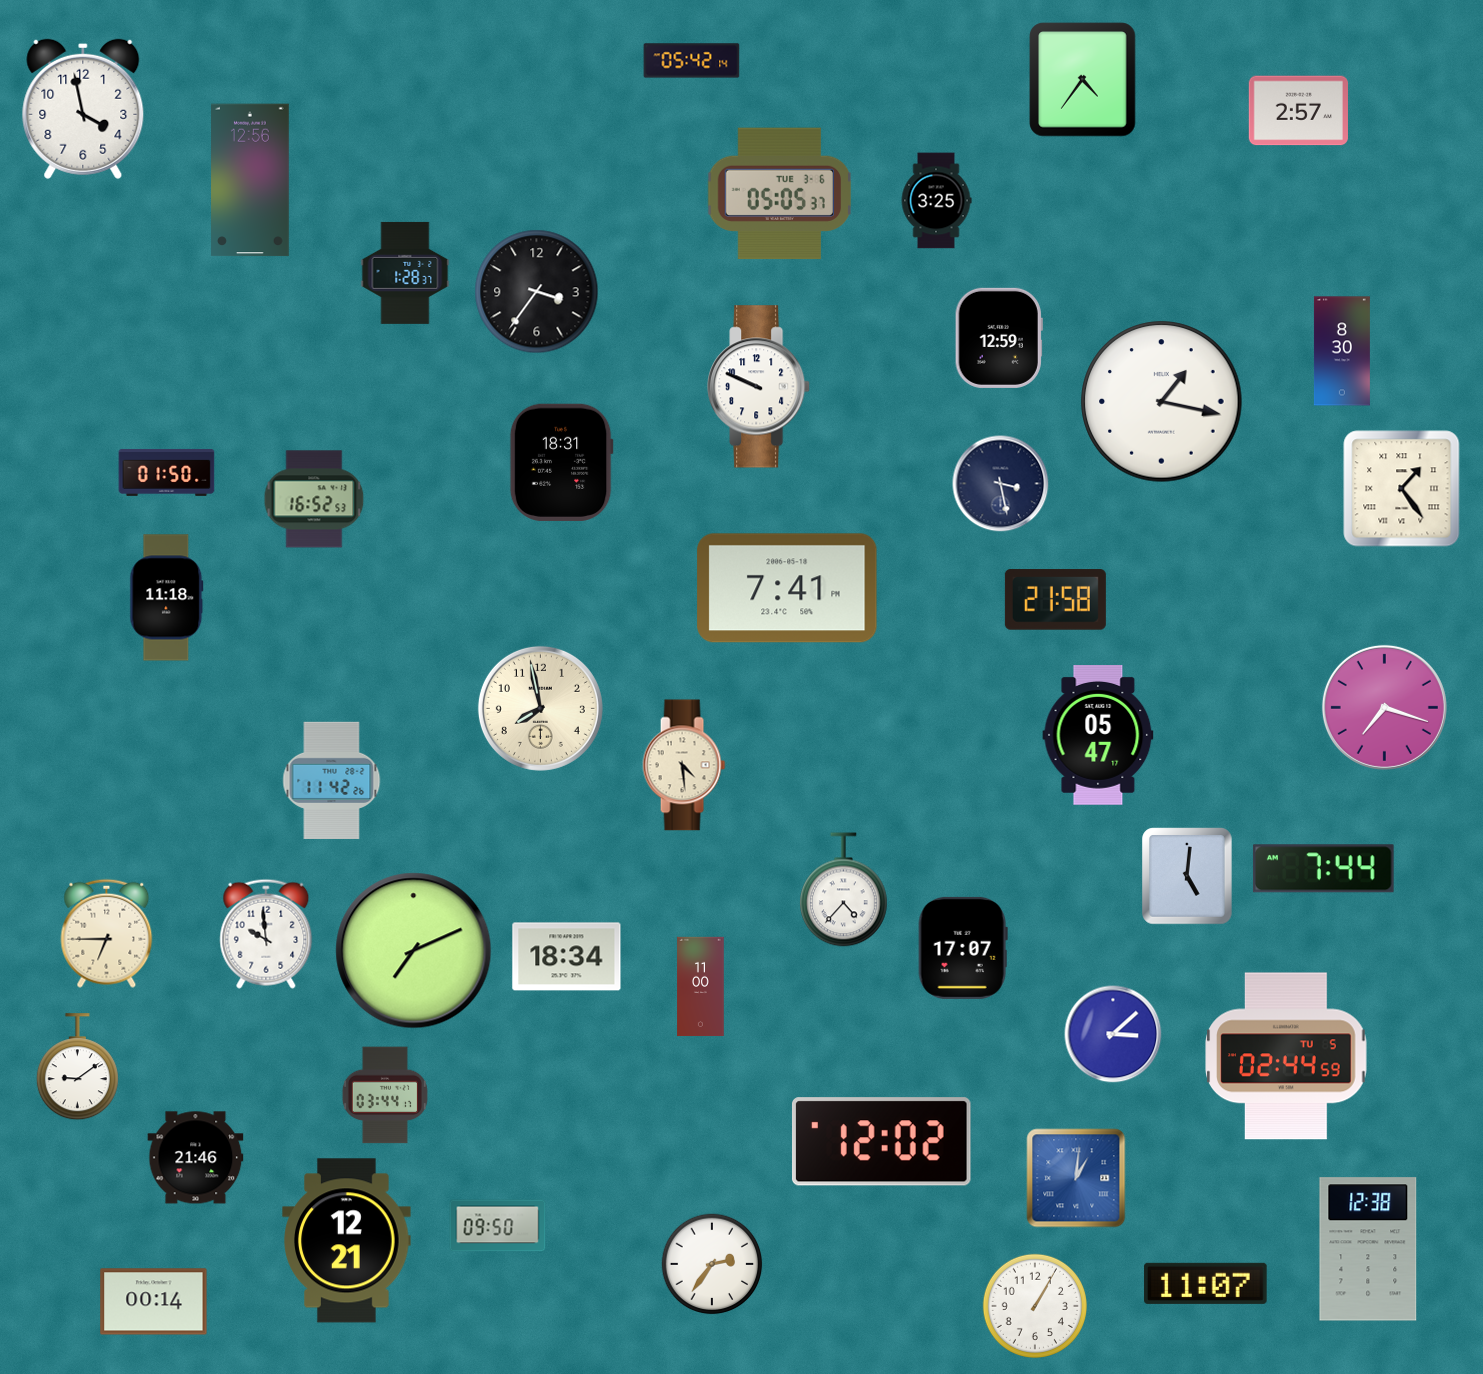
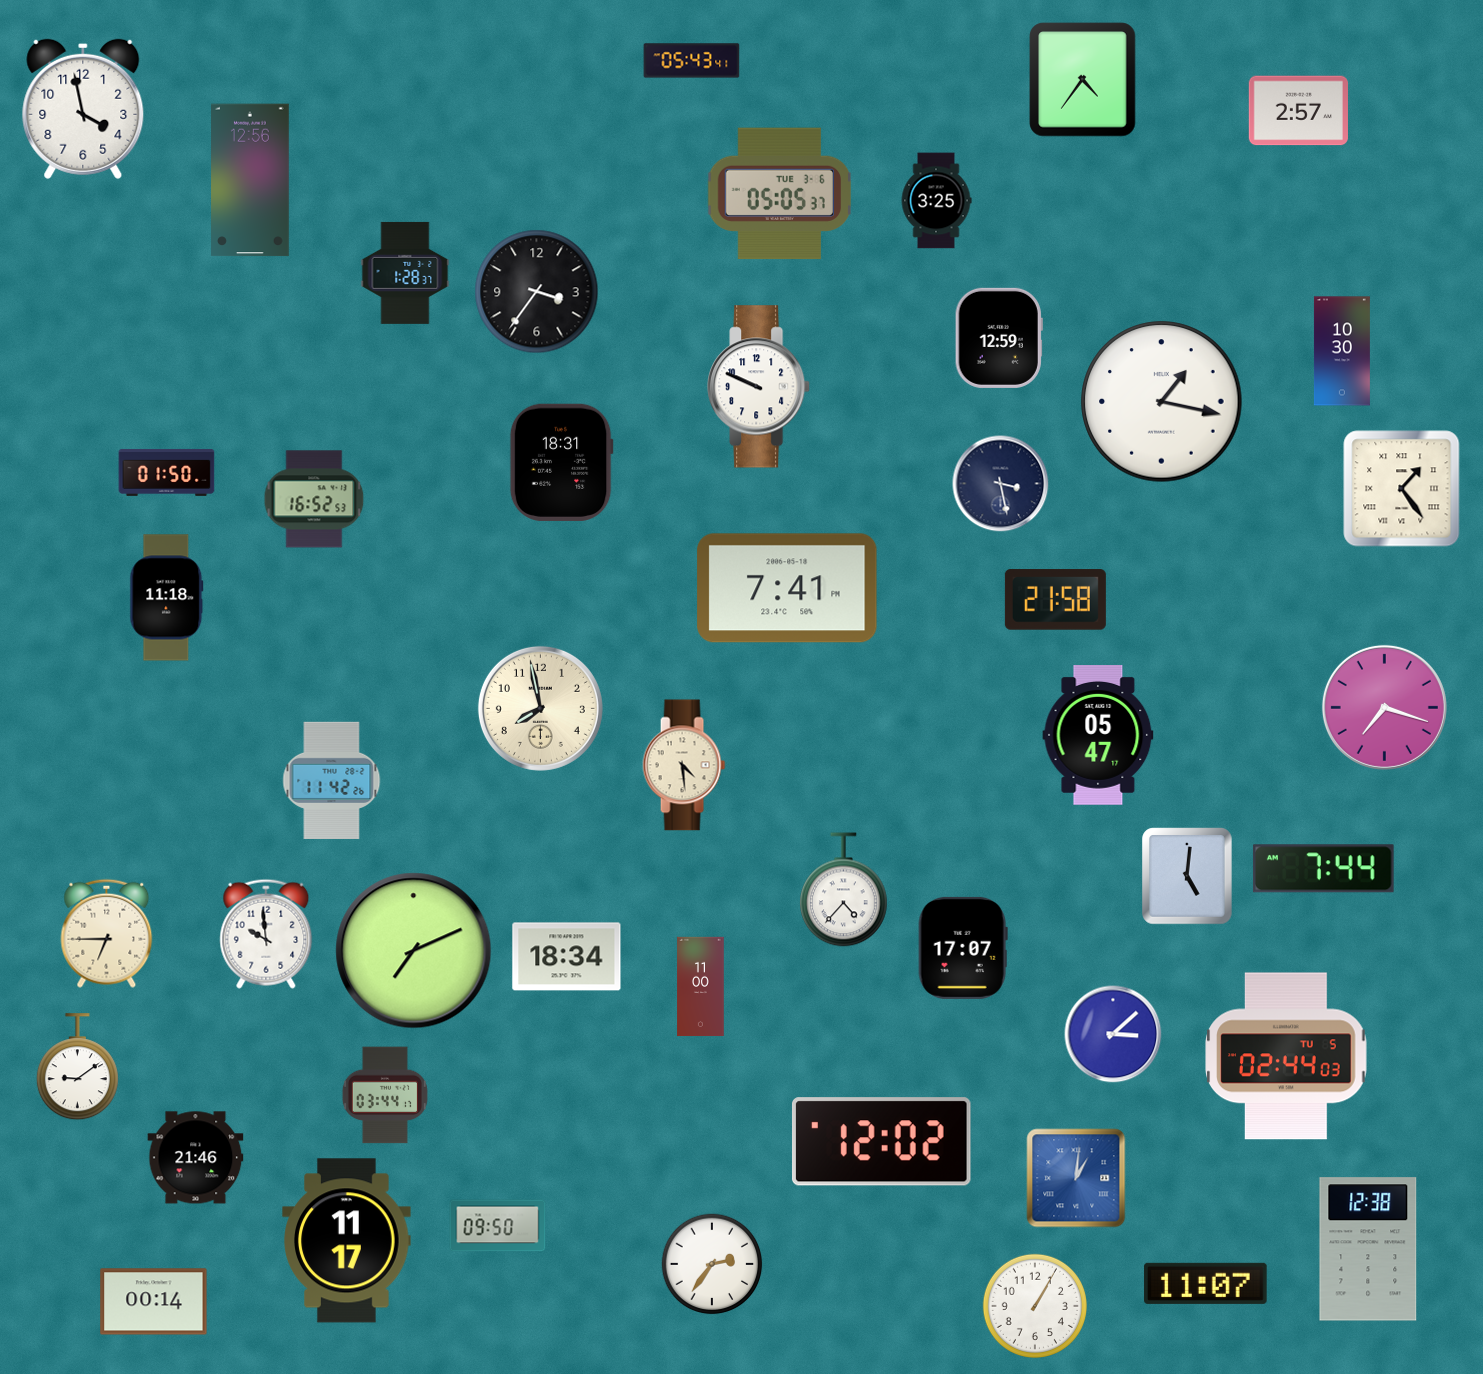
clock at (692, 61): 05:42 -> 05:43
clock at (1342, 351): 8:30 -> 10:30
clock at (1286, 1056): 02:44:59 -> 02:44:03
clock at (347, 1241): 12:21 -> 11:17
